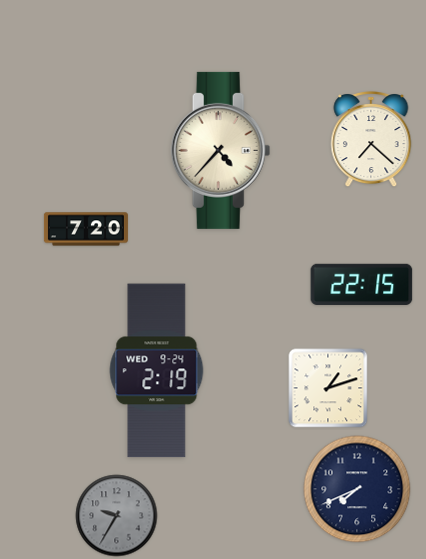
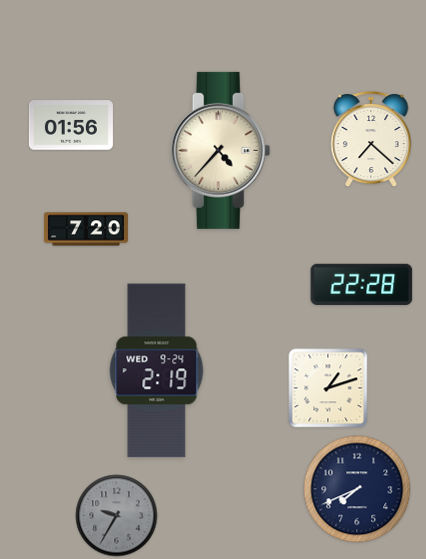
clock at (71, 125): none -> 01:56
clock at (362, 284): 22:15 -> 22:28
